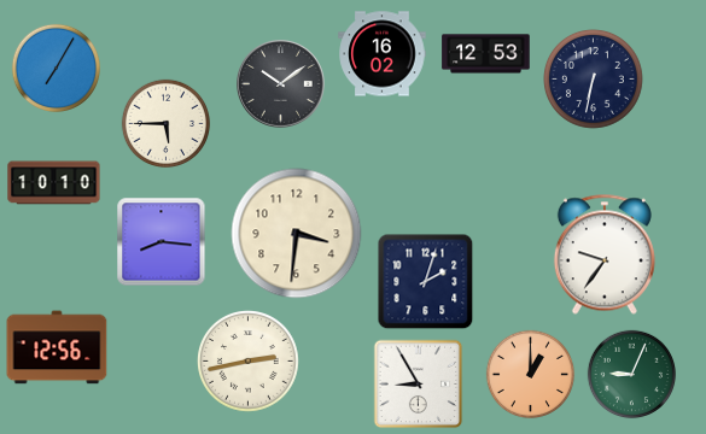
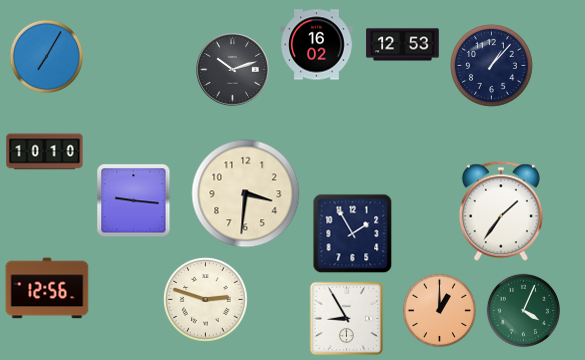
clock at (594, 80): 6:32 -> 1:07
clock at (281, 84): 10:09 -> 10:12
clock at (167, 124): 5:45 -> none
clock at (162, 242): 8:16 -> 9:16
clock at (605, 254): 9:36 -> 1:36
clock at (426, 282): 2:03 -> 1:55
clock at (249, 362): 2:43 -> 2:48
clock at (632, 375): 9:04 -> 4:04
